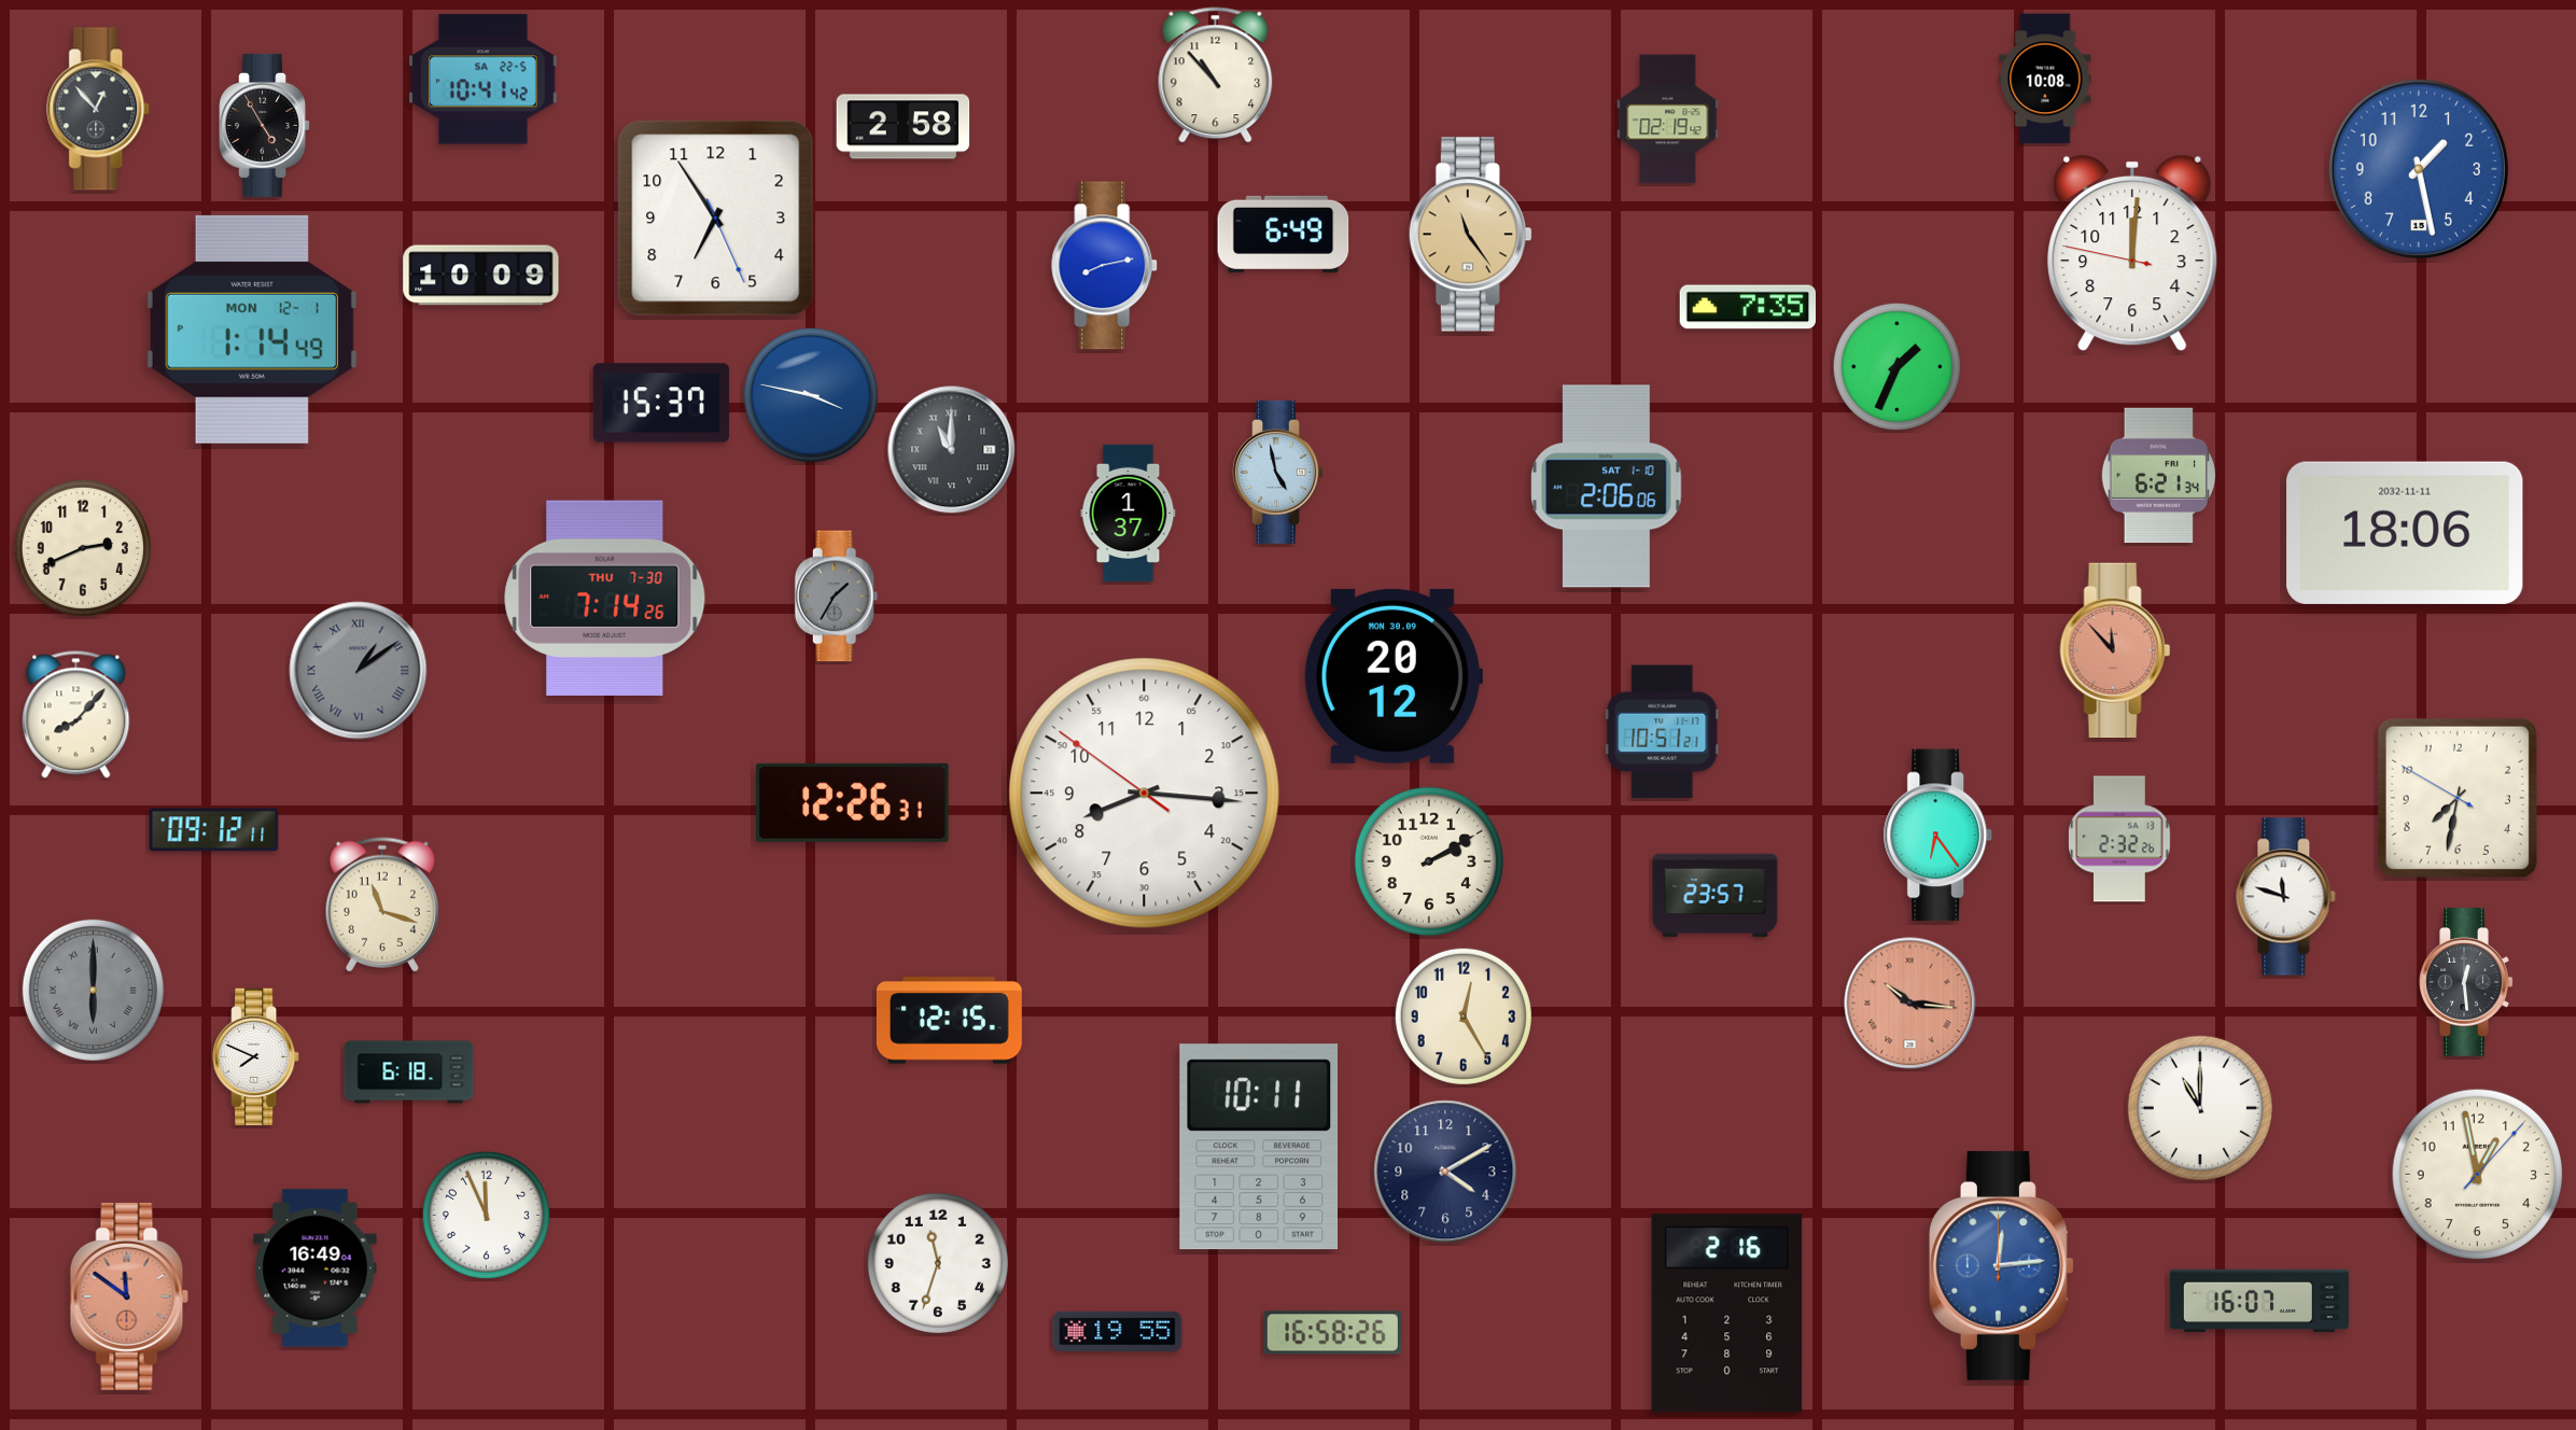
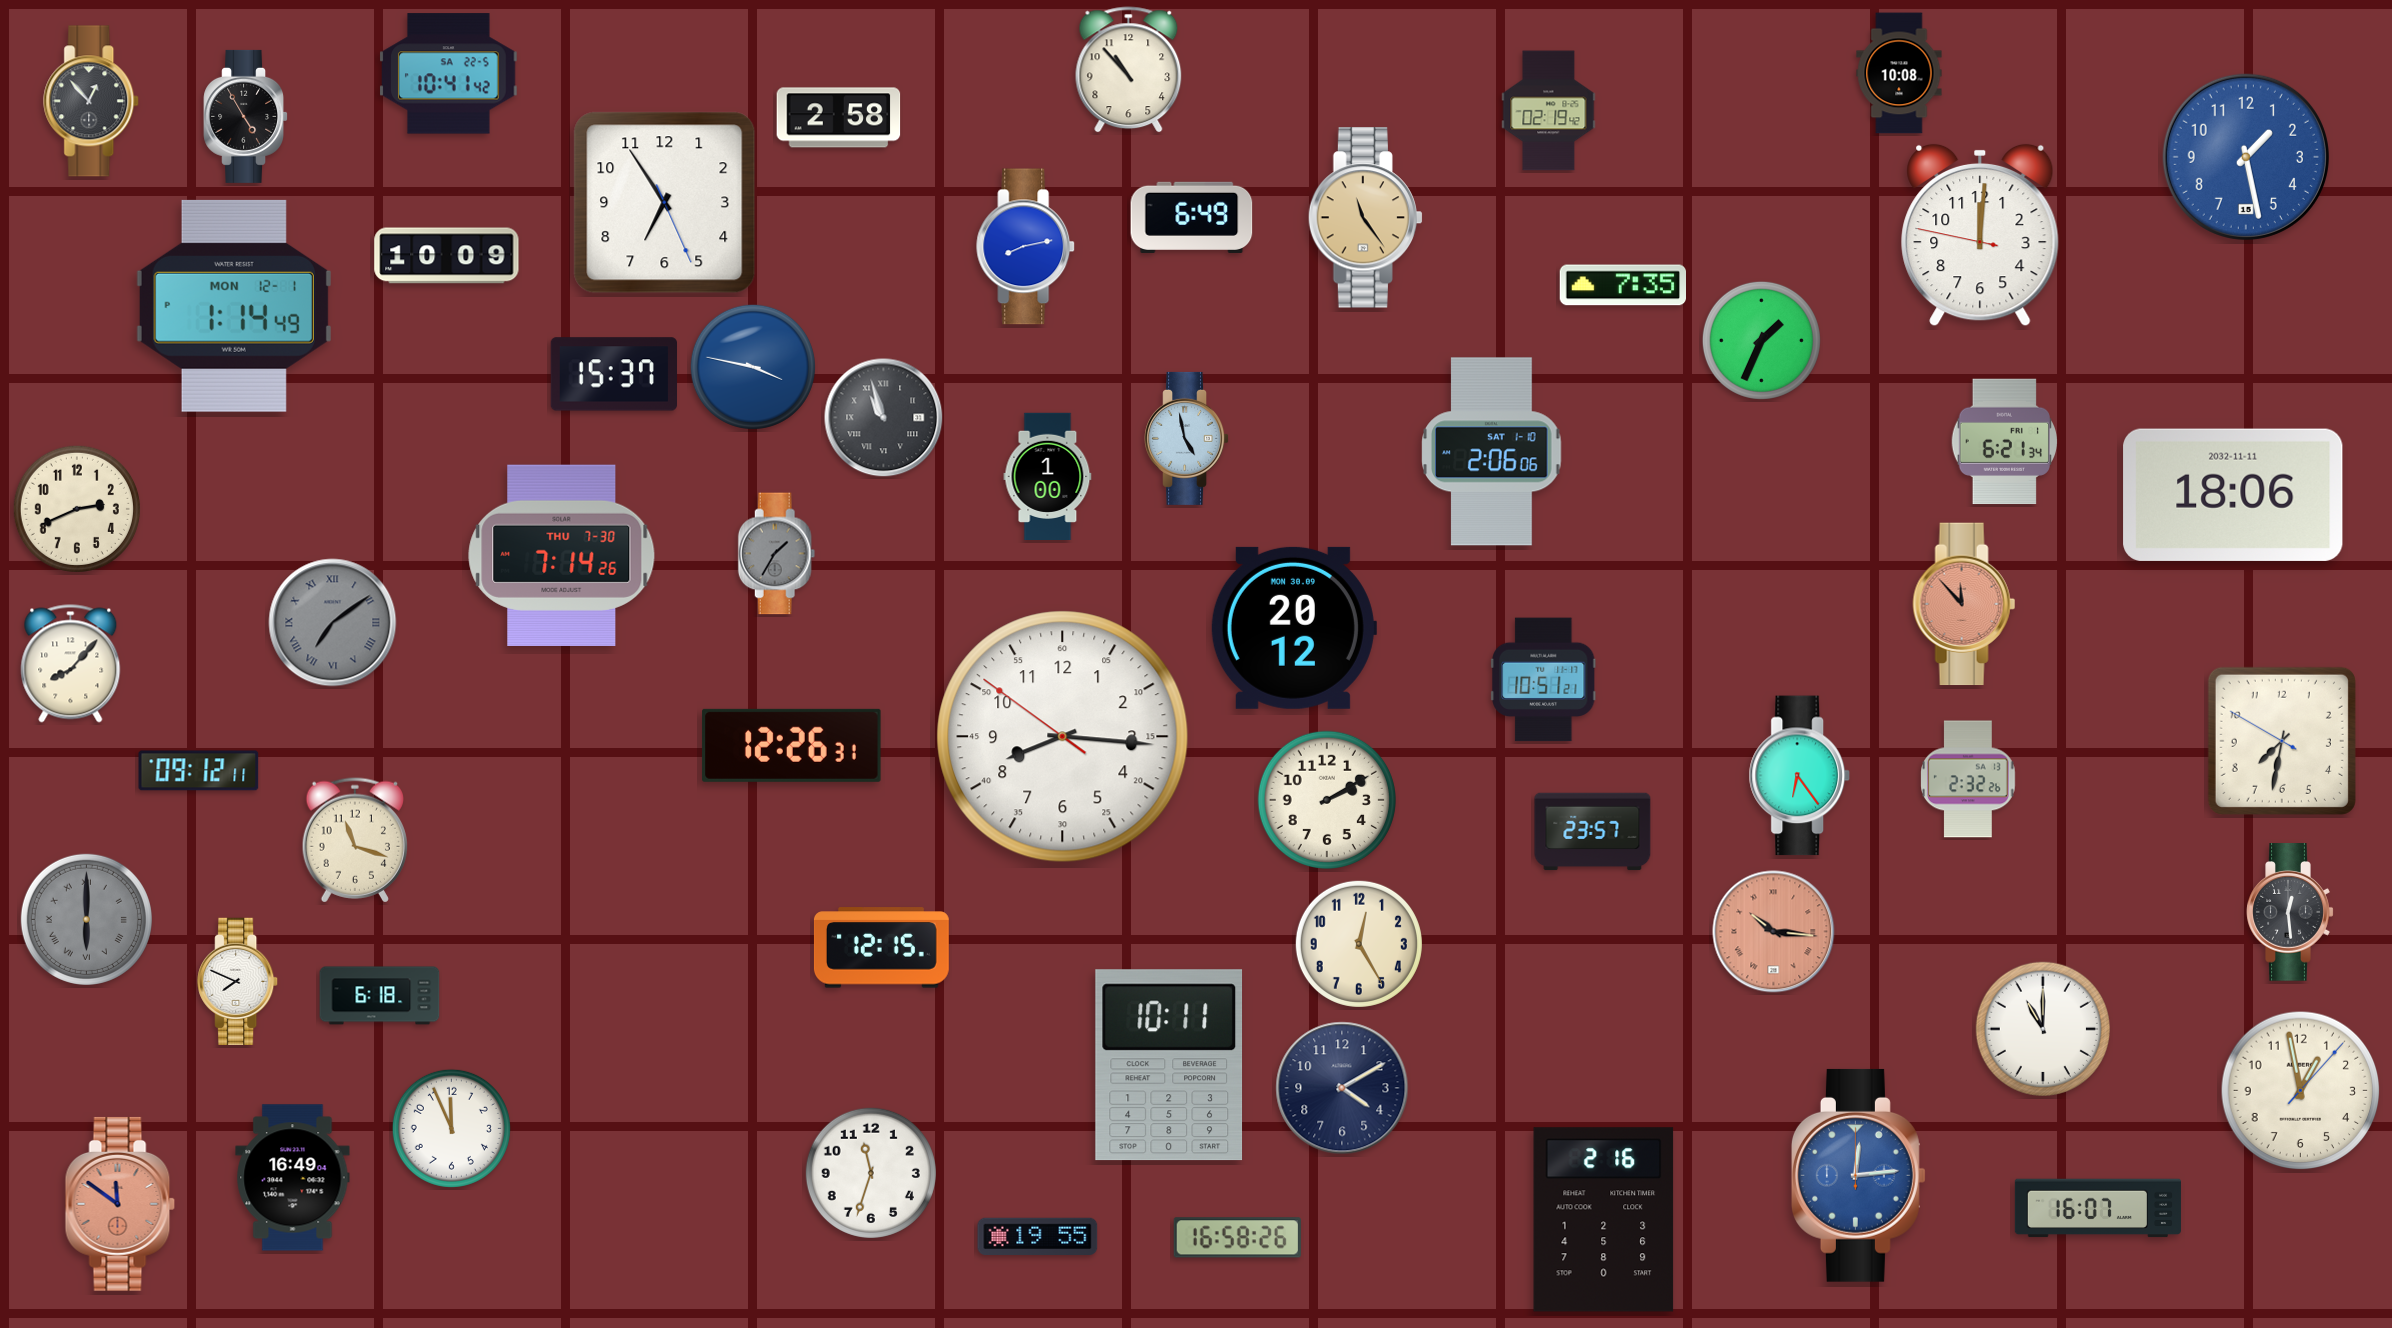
clock at (952, 450): 11:00 -> 10:57
clock at (1129, 513): 1:37 -> 1:00
clock at (359, 671): 1:09 -> 7:09
clock at (2286, 897): 11:48 -> none
